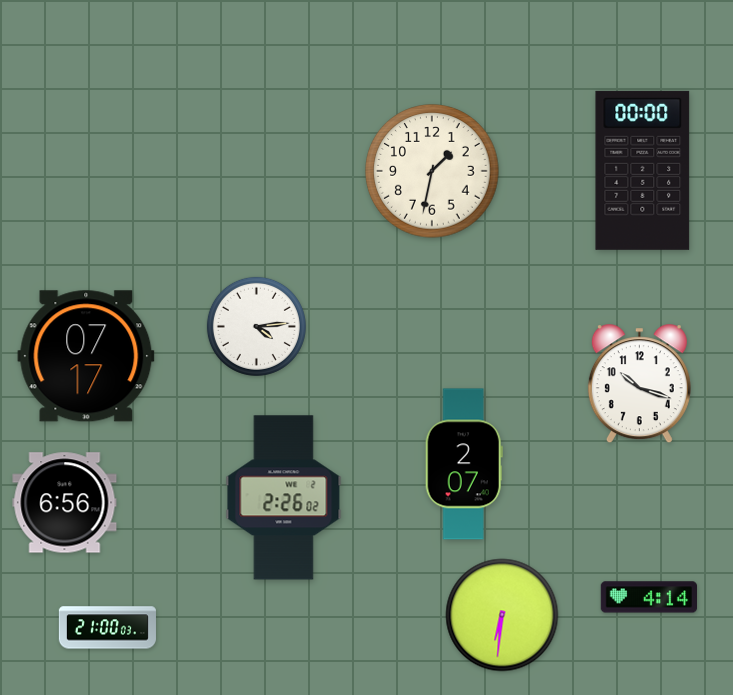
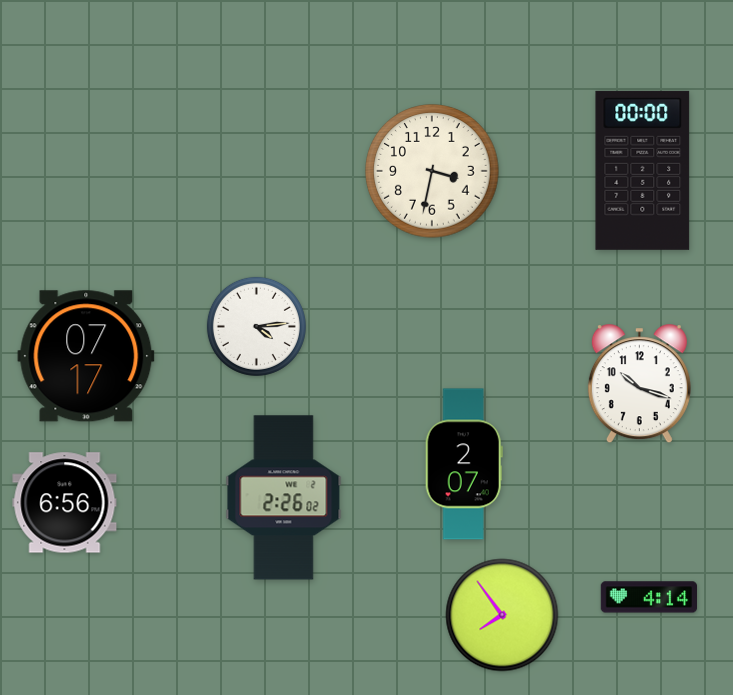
clock at (432, 171): 1:32 -> 3:32
clock at (502, 615): 6:31 -> 7:54
clock at (107, 628): 21:00 -> none
